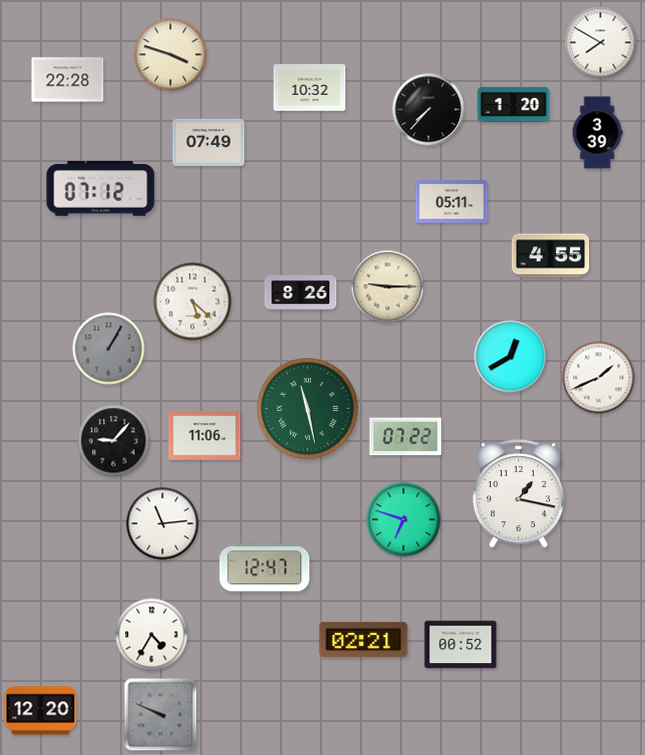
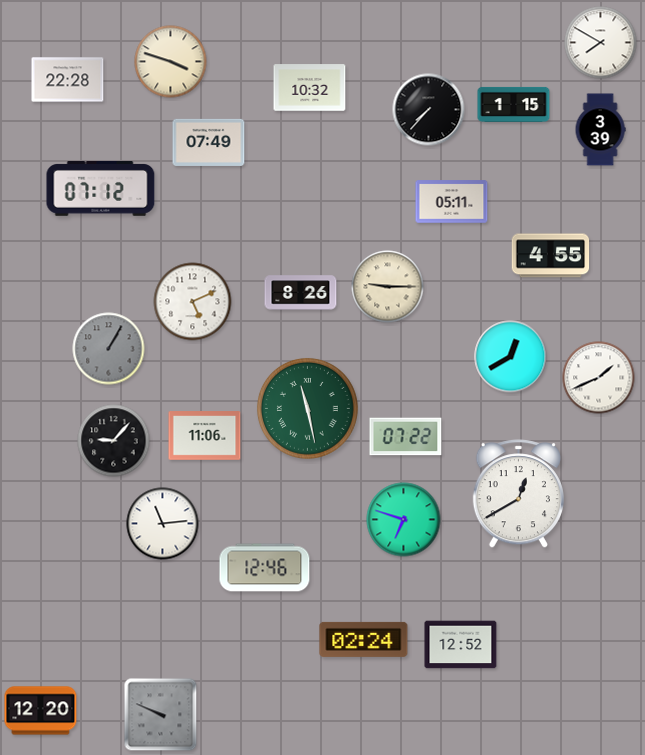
clock at (171, 55) position: (171, 55) -> (171, 62)
clock at (514, 104): 1:20 -> 1:15
clock at (597, 133) position: (597, 133) -> (600, 130)
clock at (193, 302): 5:22 -> 5:11
clock at (518, 494): 1:17 -> 12:40
clock at (265, 568): 12:47 -> 12:46
clock at (152, 635): 4:35 -> none
clock at (364, 639): 02:21 -> 02:24
clock at (461, 645): 00:52 -> 12:52
